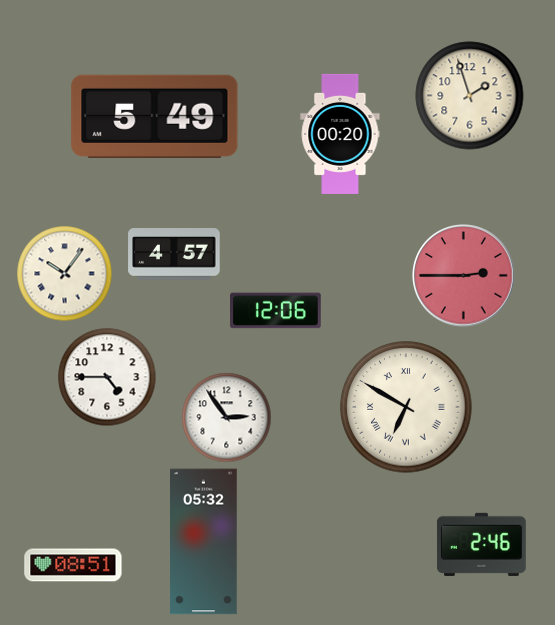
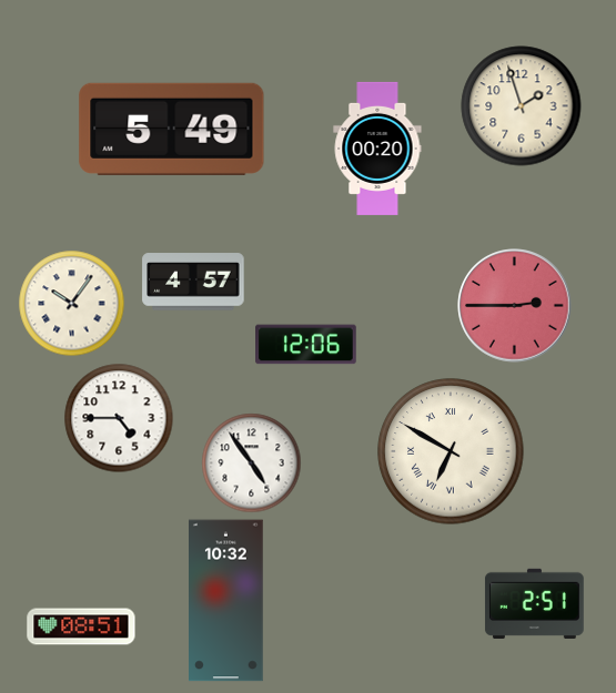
clock at (227, 418): 2:54 -> 4:54
clock at (204, 542): 05:32 -> 10:32
clock at (481, 544): 2:46 -> 2:51
